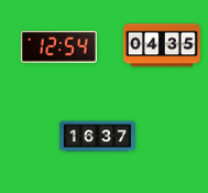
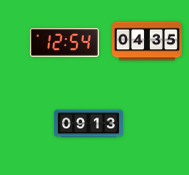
clock at (58, 46) position: (58, 46) -> (64, 42)
clock at (97, 137): 16:37 -> 09:13
